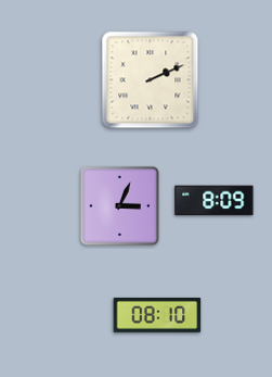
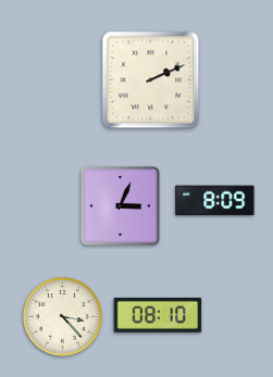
clock at (63, 317): none -> 3:23
